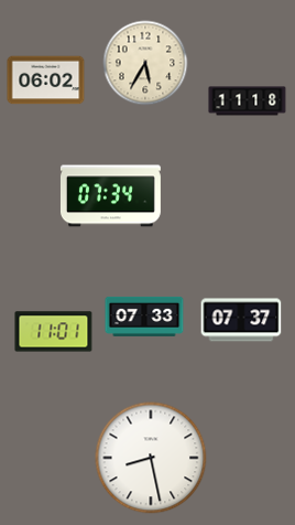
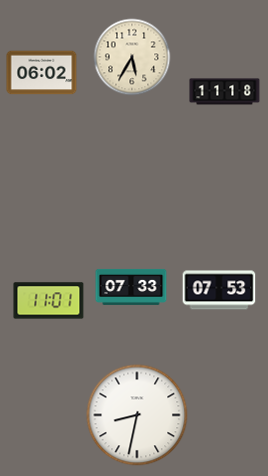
clock at (110, 196): 07:34 -> none
clock at (241, 320): 07:37 -> 07:53
clock at (151, 458): 8:28 -> 8:32
